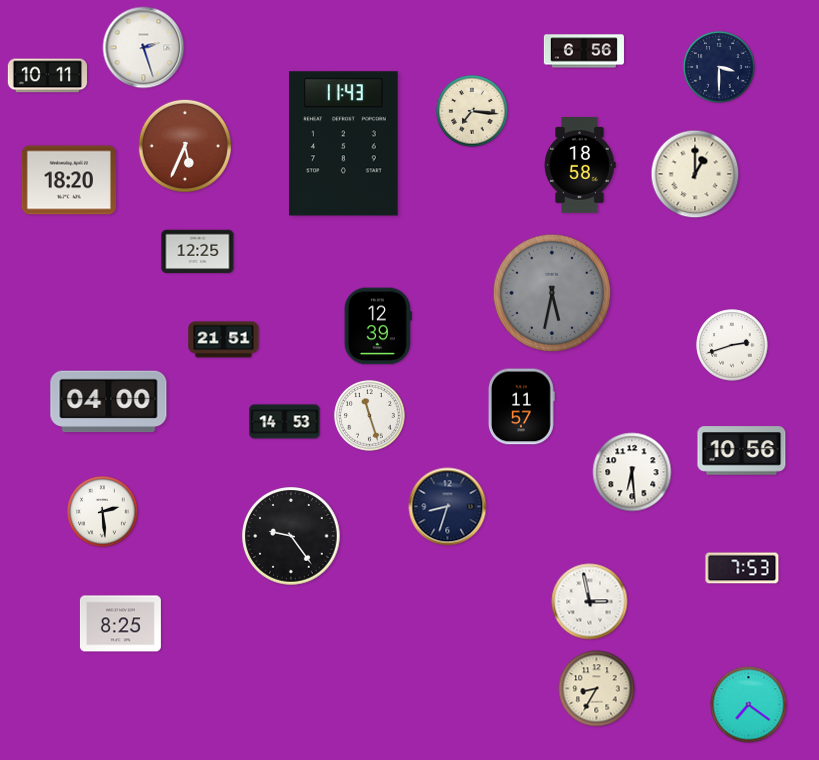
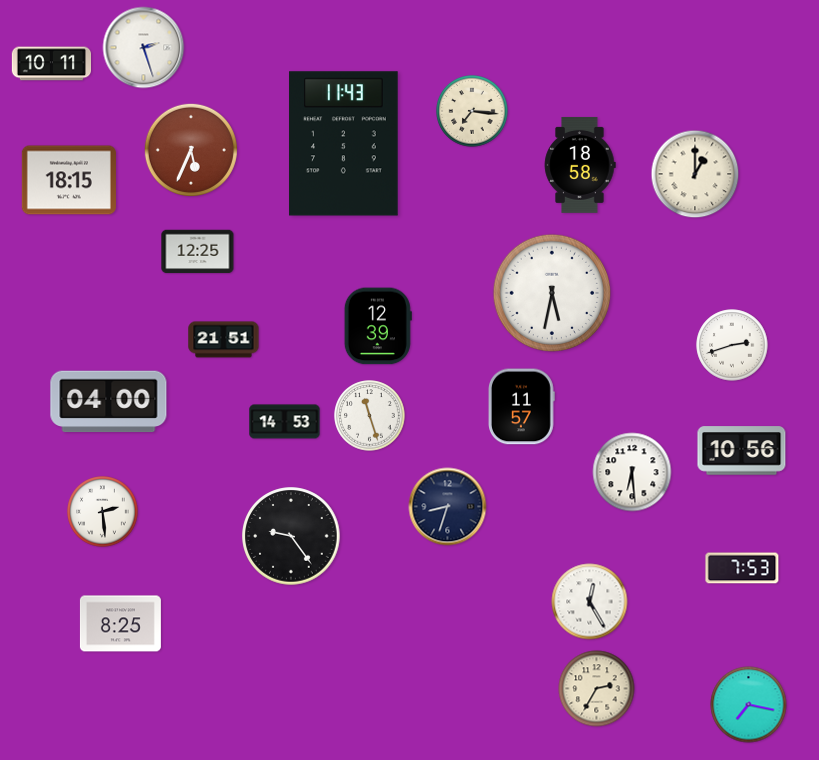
clock at (584, 51): 6:56 -> none
clock at (719, 67): 3:30 -> none
clock at (47, 76) position: (47, 76) -> (51, 64)
clock at (185, 146) position: (185, 146) -> (191, 150)
clock at (69, 180): 18:20 -> 18:15
clock at (551, 292) dial: grey -> white
clock at (590, 602): 2:58 -> 12:25
clock at (597, 689): 8:35 -> 2:35
clock at (749, 705): 7:21 -> 7:17
